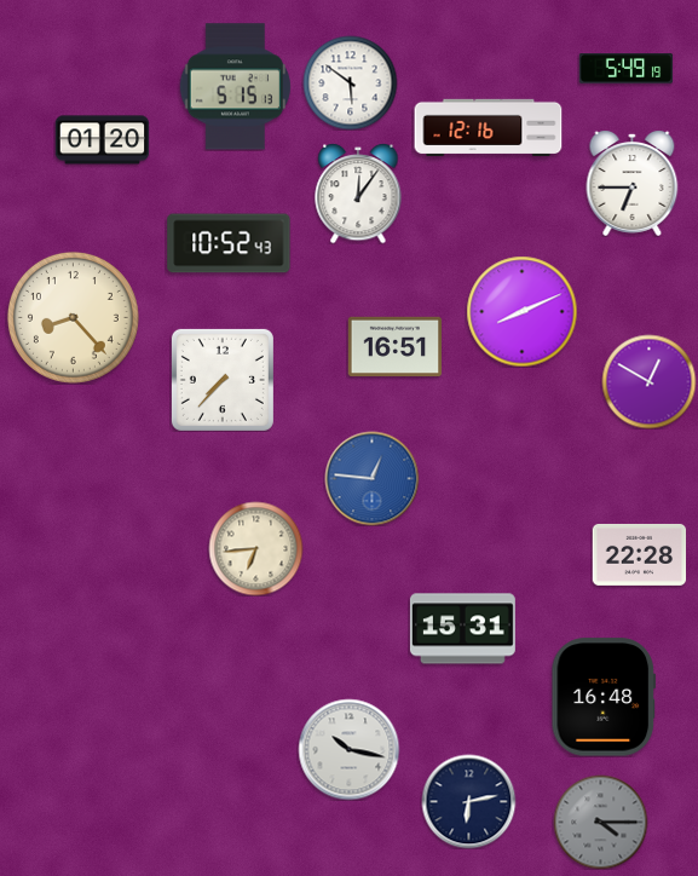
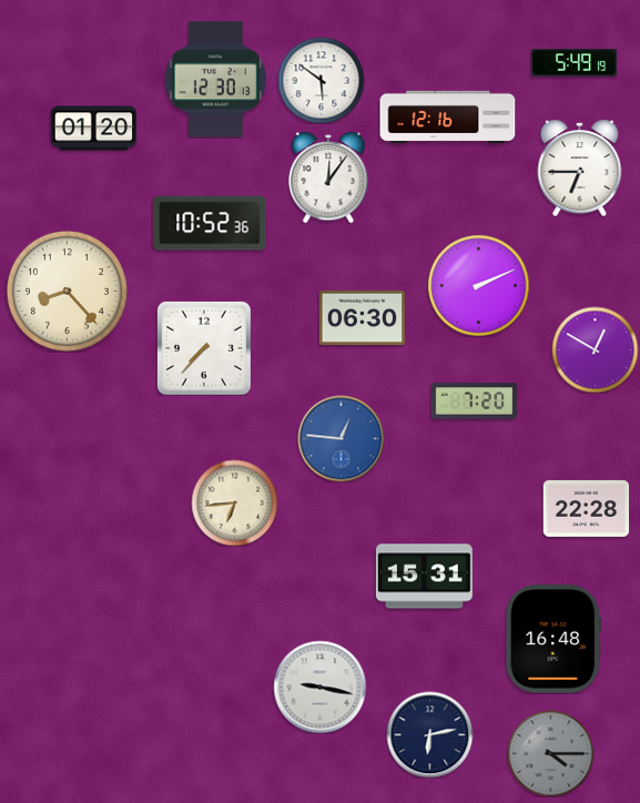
clock at (350, 82) position: (350, 82) -> (321, 80)
clock at (235, 87): 5:15 -> 12:30
clock at (229, 243): 10:52:43 -> 10:52:36
clock at (521, 311): 8:11 -> 2:11
clock at (394, 347): 16:51 -> 06:30
clock at (474, 402): none -> 7:20
clock at (348, 749): 10:17 -> 9:17
